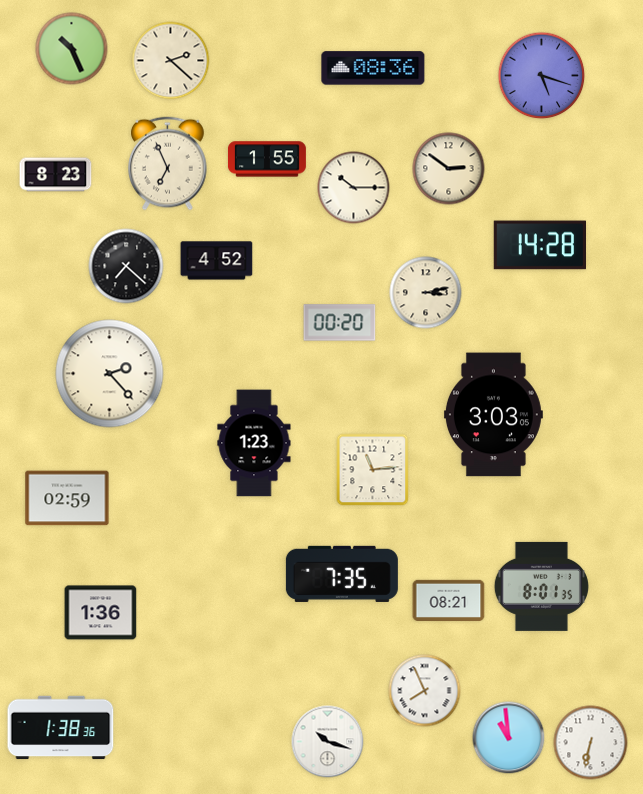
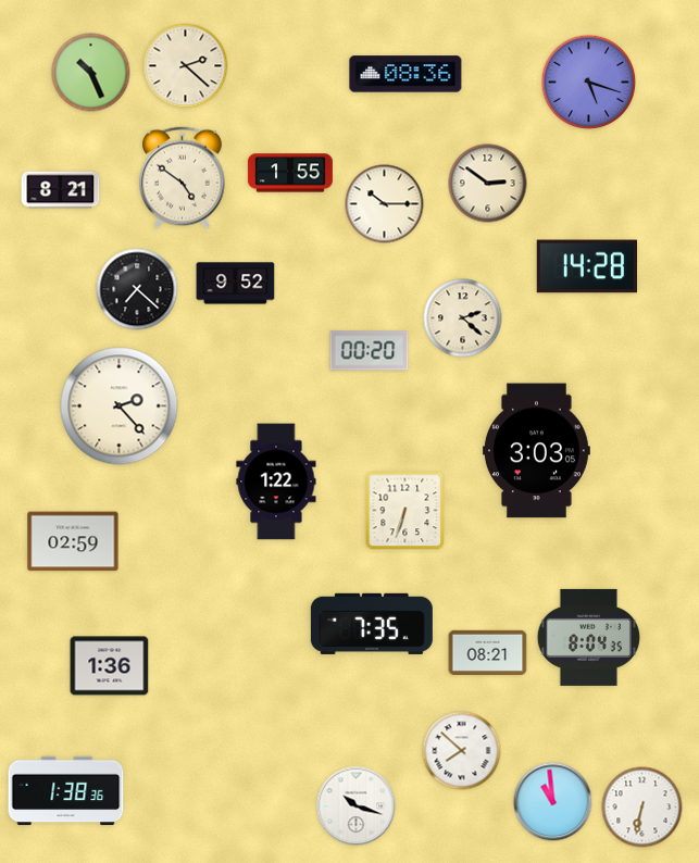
clock at (72, 49) position: (72, 49) -> (91, 73)
clock at (168, 164): 6:56 -> 4:51
clock at (56, 175): 8:23 -> 8:21
clock at (217, 261): 4:52 -> 9:52
clock at (426, 293): 3:13 -> 2:22
clock at (254, 443): 1:23 -> 1:22
clock at (373, 470): 11:14 -> 6:33
clock at (541, 586): 8:01 -> 8:04
clock at (425, 691): 7:56 -> 7:52
